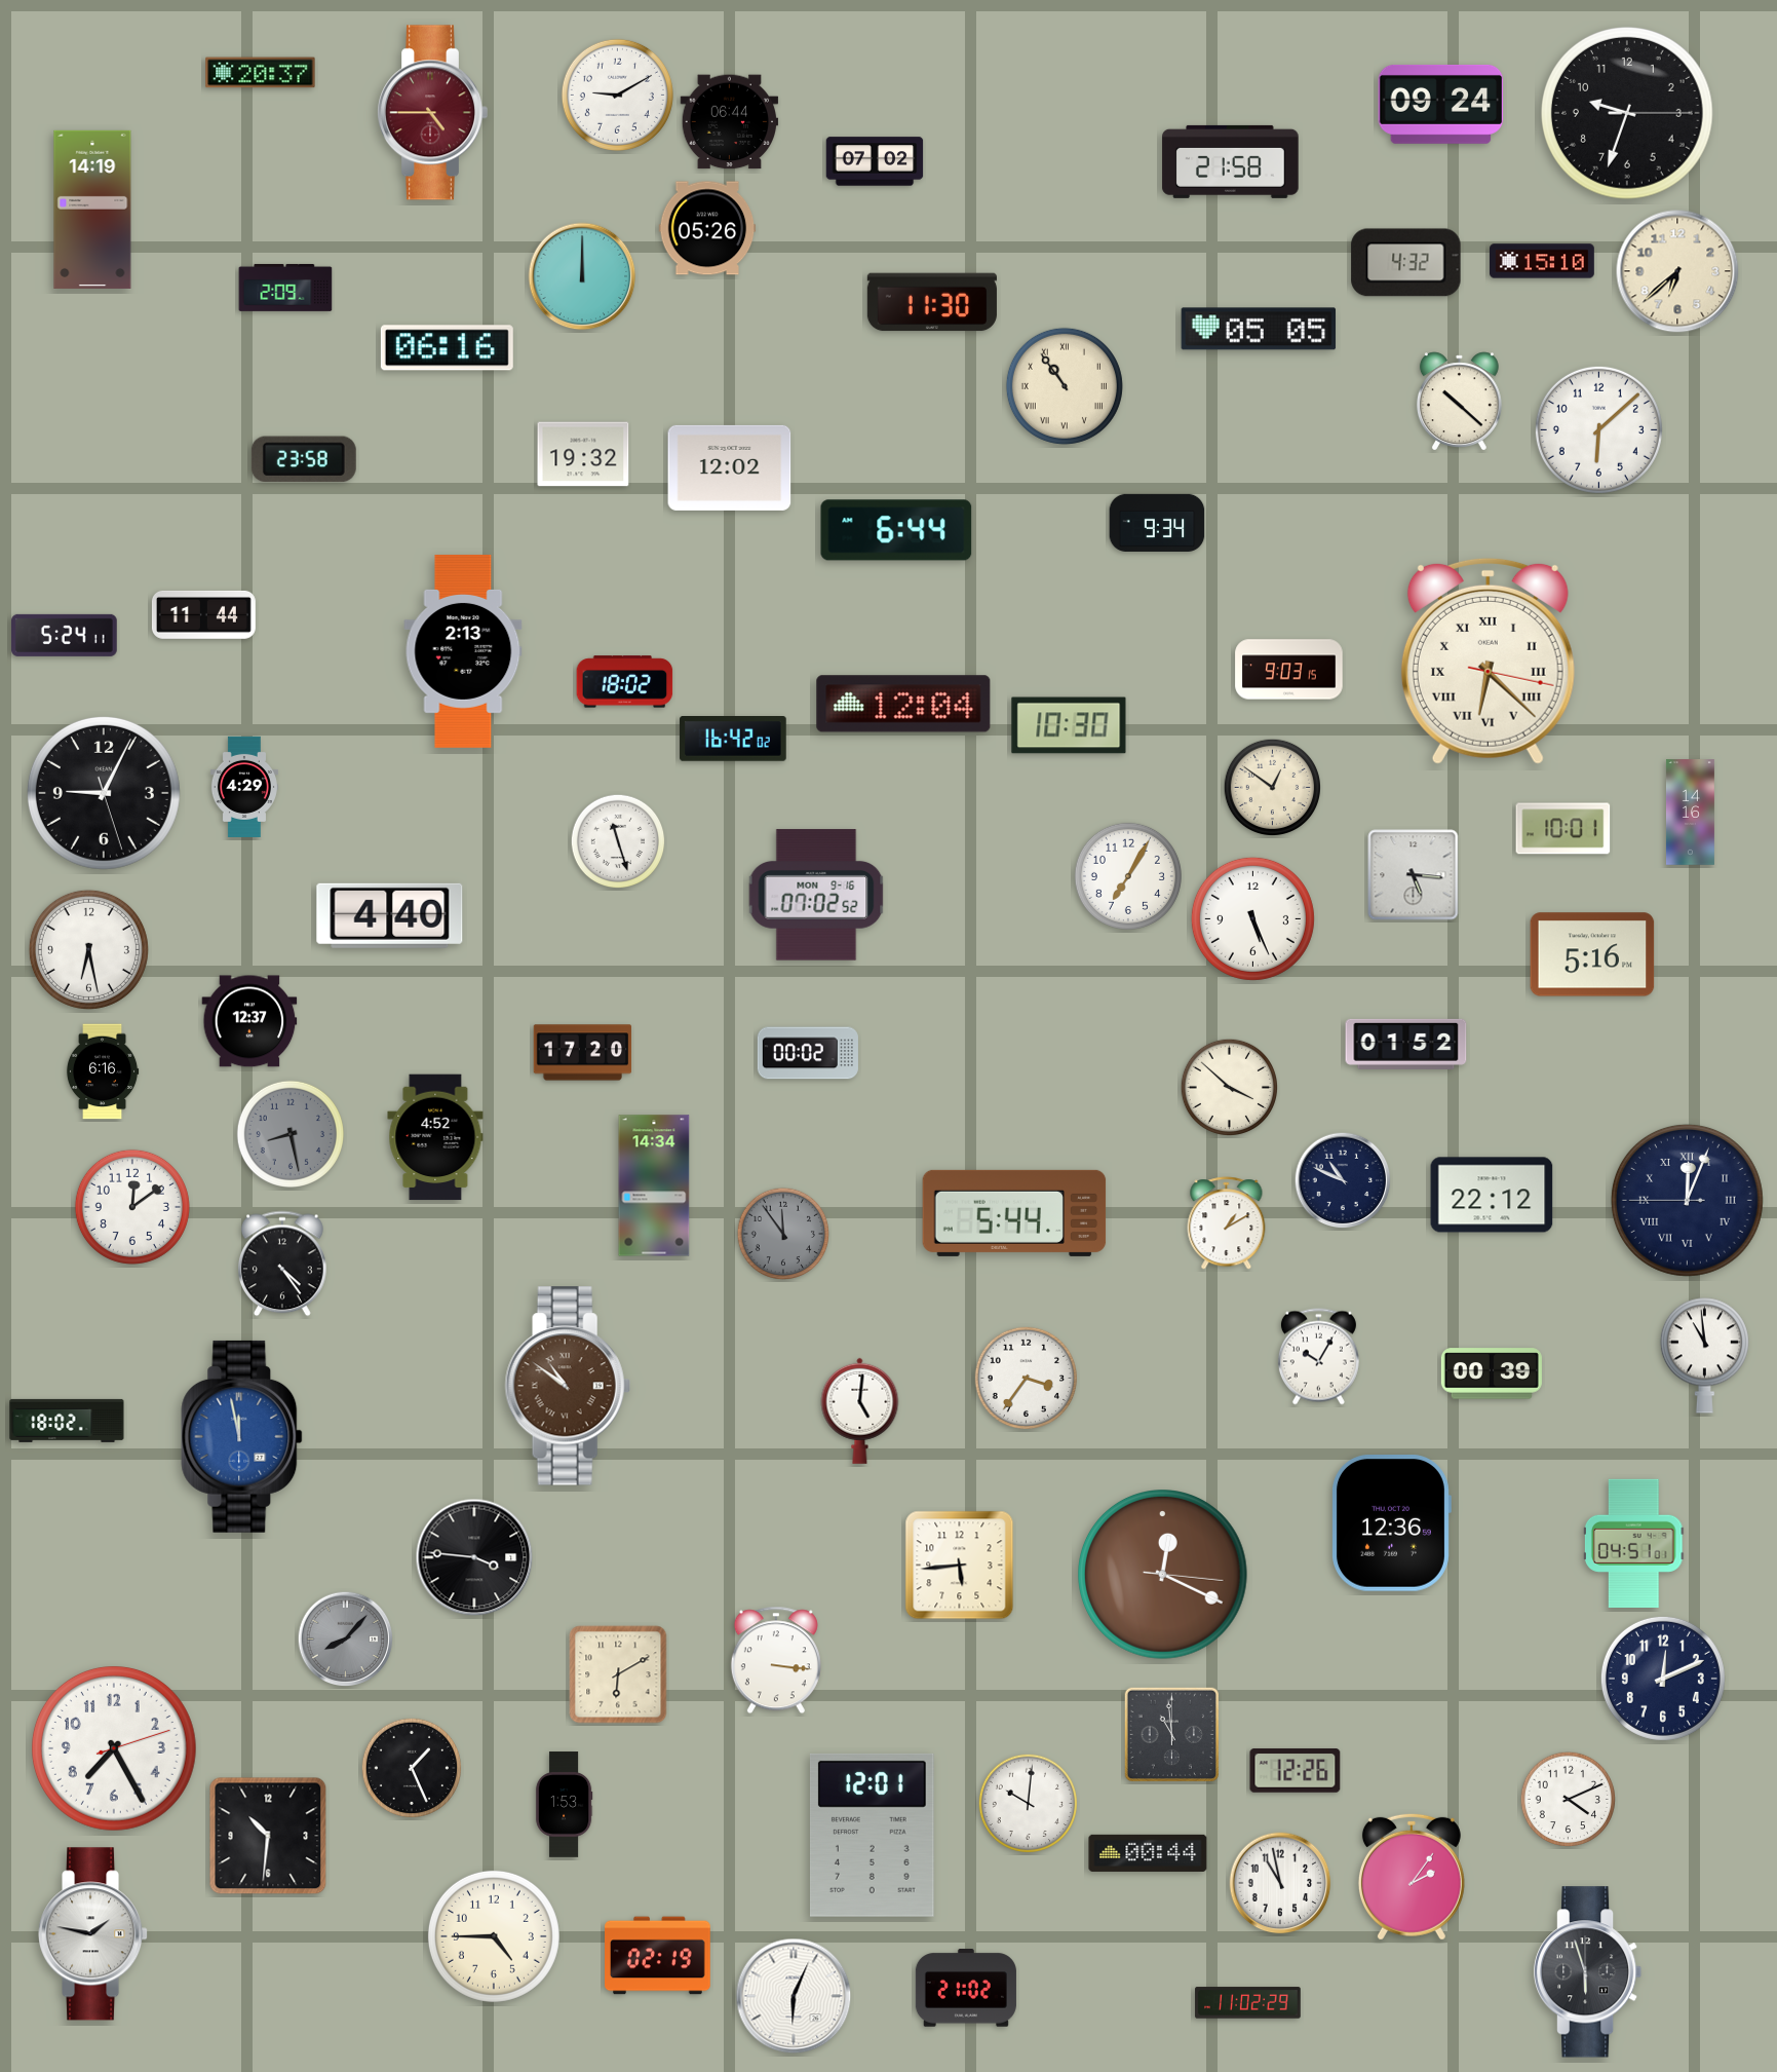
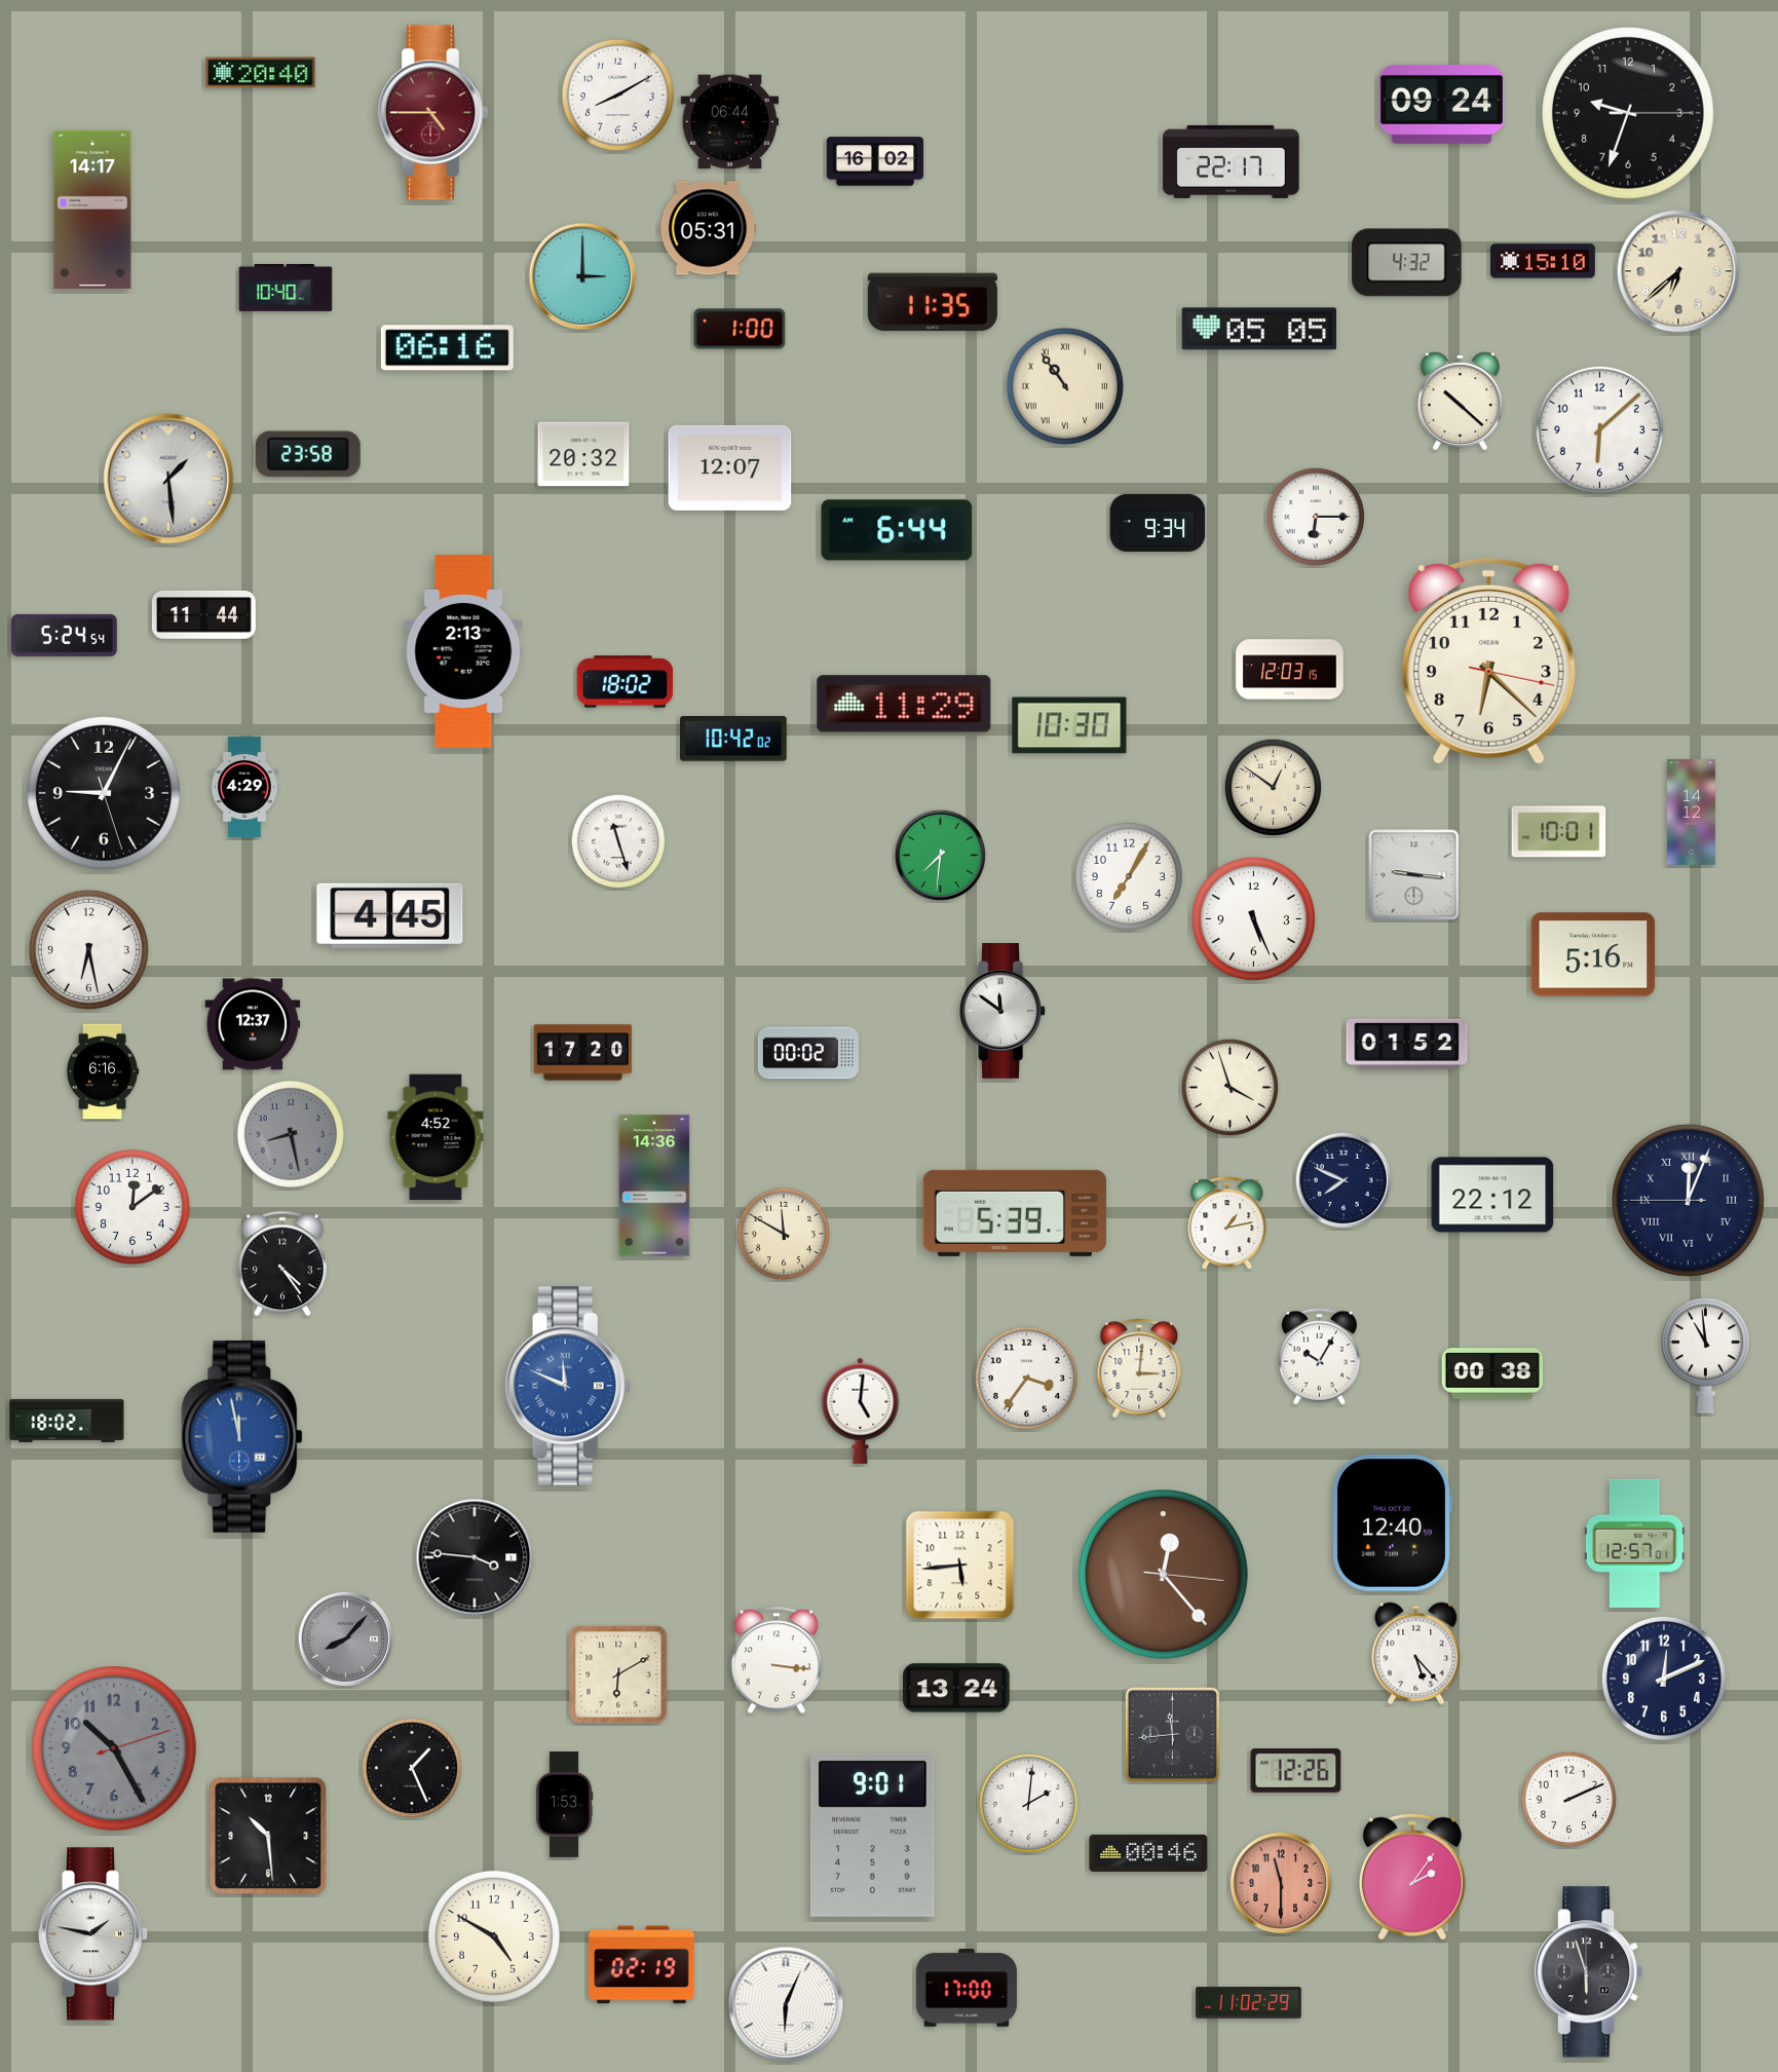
clock at (261, 73): 20:37 -> 20:40
clock at (617, 95): 9:10 -> 8:10
clock at (875, 161): 07:02 -> 16:02
clock at (1231, 161): 21:58 -> 22:17
clock at (92, 210): 14:19 -> 14:17
clock at (707, 228): 05:26 -> 05:31
clock at (582, 276): 12:00 -> 3:00
clock at (285, 288): 2:09 -> 10:40
clock at (932, 302): 11:30 -> 11:35
clock at (740, 329): none -> 1:00
clock at (583, 454): 19:32 -> 20:32
clock at (304, 459) position: (304, 459) -> (308, 454)
clock at (730, 467): 12:02 -> 12:07
clock at (168, 479): none -> 1:29
clock at (1315, 516): none -> 6:15
clock at (65, 635): 5:24:11 -> 5:24:54
clock at (1488, 661) numerals: Roman -> Arabic
clock at (1289, 670): 9:03 -> 12:03
clock at (903, 704): 12:04 -> 11:29
clock at (733, 739): 16:42 -> 10:42
clock at (1690, 813): 14:16 -> 14:12
clock at (1563, 829) position: (1563, 829) -> (1559, 832)
clock at (941, 856): none -> 7:31
clock at (1414, 875): 5:16 -> 9:16
clock at (816, 895): 07:02 -> none
clock at (390, 915): 4:40 -> 4:45
clock at (1003, 1011): none -> 11:51
clock at (249, 1021) position: (249, 1021) -> (253, 1024)
clock at (1229, 1087): 3:52 -> 3:57
clock at (1343, 1180): 10:49 -> 7:49
clock at (654, 1185): 14:34 -> 14:36
clock at (1014, 1213): 5:44 -> 5:39
clock at (1227, 1223): 1:10 -> 1:13
clock at (783, 1234): 11:54 -> 11:50
clock at (783, 1234) dial: grey -> cream
clock at (1139, 1368): none -> 3:01
clock at (1492, 1373): 00:39 -> 00:38
clock at (568, 1386): 10:51 -> 11:49
clock at (568, 1386) dial: brown -> blue
clock at (1392, 1523): 12:36 -> 12:40
clock at (1633, 1543): 04:51 -> 12:57
clock at (1163, 1575): 12:19 -> 12:23
clock at (1416, 1654): none -> 5:23
clock at (956, 1688): none -> 13:24
clock at (1171, 1734): 10:59 -> 11:44
clock at (115, 1749): 7:25 -> 10:25
clock at (115, 1749) dial: white -> grey
clock at (1569, 1800): 4:11 -> 2:11
clock at (1028, 1803): 10:01 -> 2:01
clock at (872, 1835): 12:01 -> 9:01
clock at (268, 1836): 10:31 -> 10:29
clock at (1148, 1853): 00:44 -> 00:46
clock at (1280, 1883): 10:58 -> 11:30
clock at (1280, 1883) dial: white -> salmon
clock at (494, 1936): 4:45 -> 4:50
clock at (658, 1956) position: (658, 1956) -> (642, 1965)
clock at (966, 1988): 21:02 -> 17:00
clock at (794, 1996) position: (794, 1996) -> (786, 2004)
